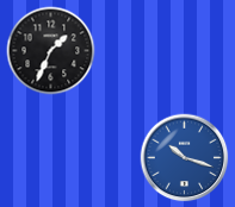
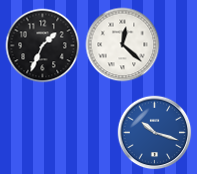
clock at (51, 51) position: (51, 51) -> (43, 46)
clock at (123, 45): none -> 12:22
